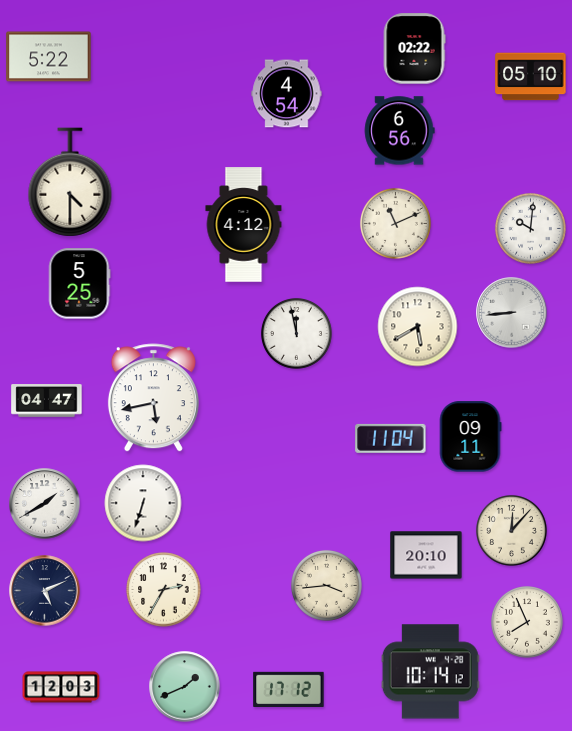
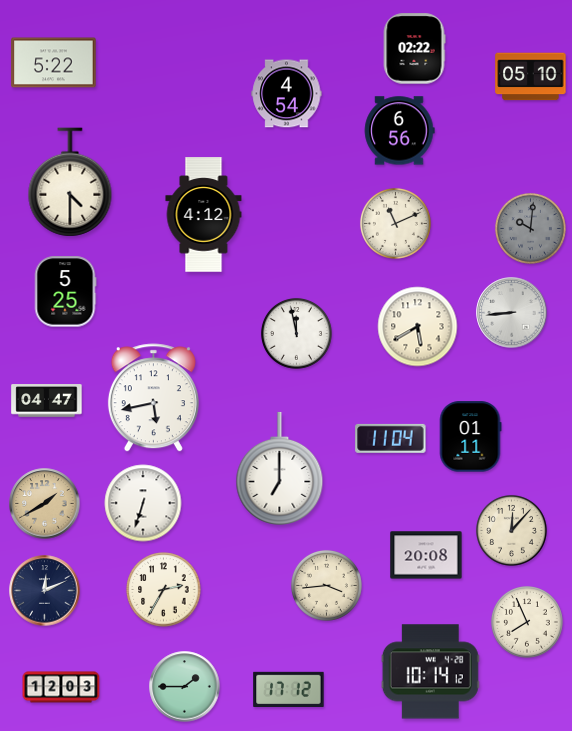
clock at (49, 57) position: (49, 57) -> (54, 63)
clock at (244, 225) position: (244, 225) -> (204, 215)
clock at (530, 228) dial: white -> grey
clock at (79, 284) position: (79, 284) -> (65, 292)
clock at (470, 437): 09:11 -> 01:11
clock at (280, 468): none -> 7:00
clock at (45, 504) dial: white -> champagne
clock at (426, 555): 20:10 -> 20:08
clock at (45, 591): 5:11 -> 12:11
clock at (185, 687): 1:41 -> 1:45
